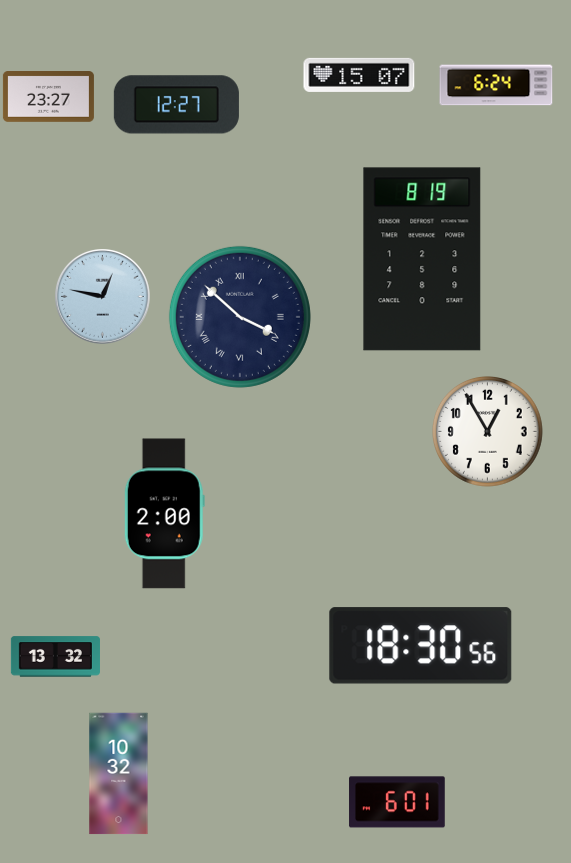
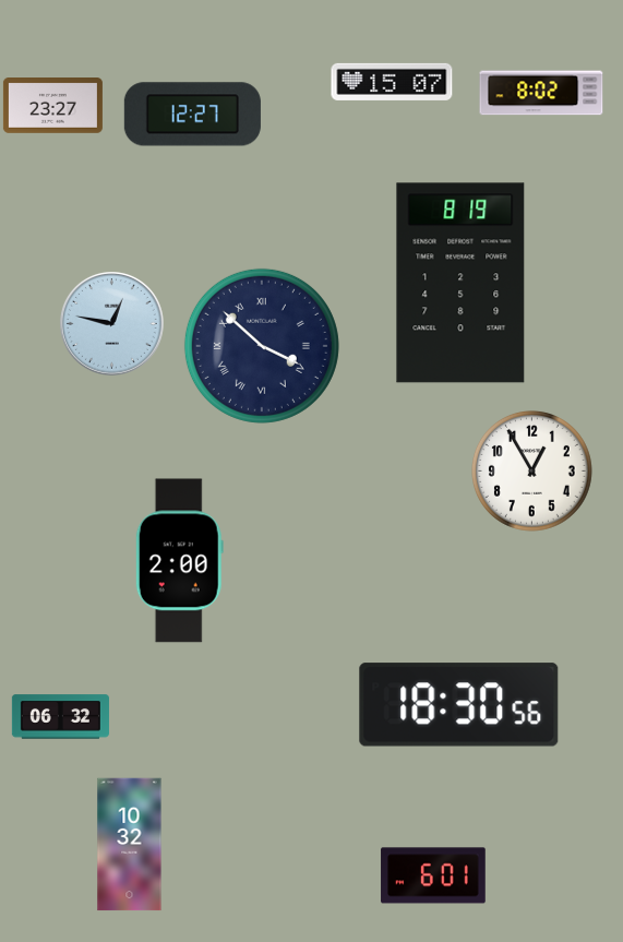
clock at (496, 85): 6:24 -> 8:02
clock at (55, 657): 13:32 -> 06:32
